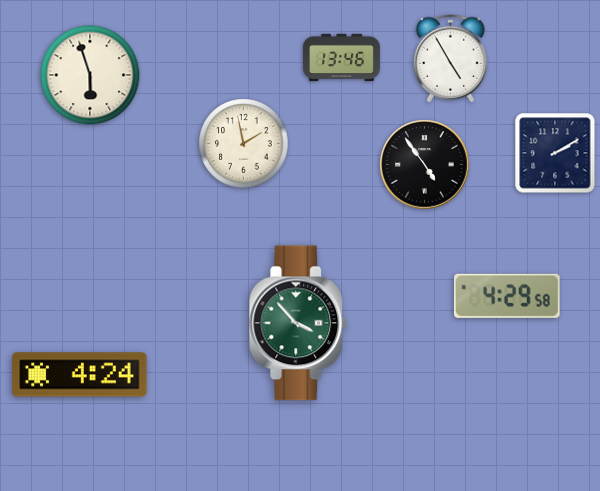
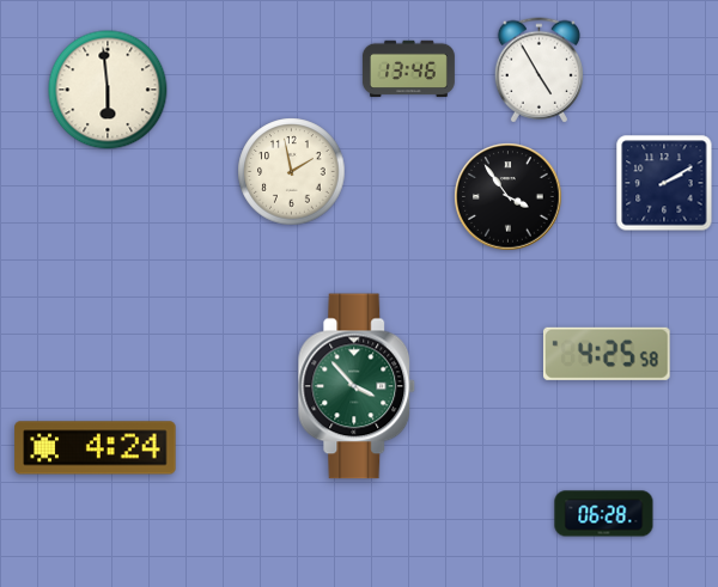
clock at (90, 75): 5:57 -> 5:59
clock at (425, 165): 4:54 -> 3:54
clock at (507, 296): 4:29 -> 4:25
clock at (604, 514): none -> 06:28
